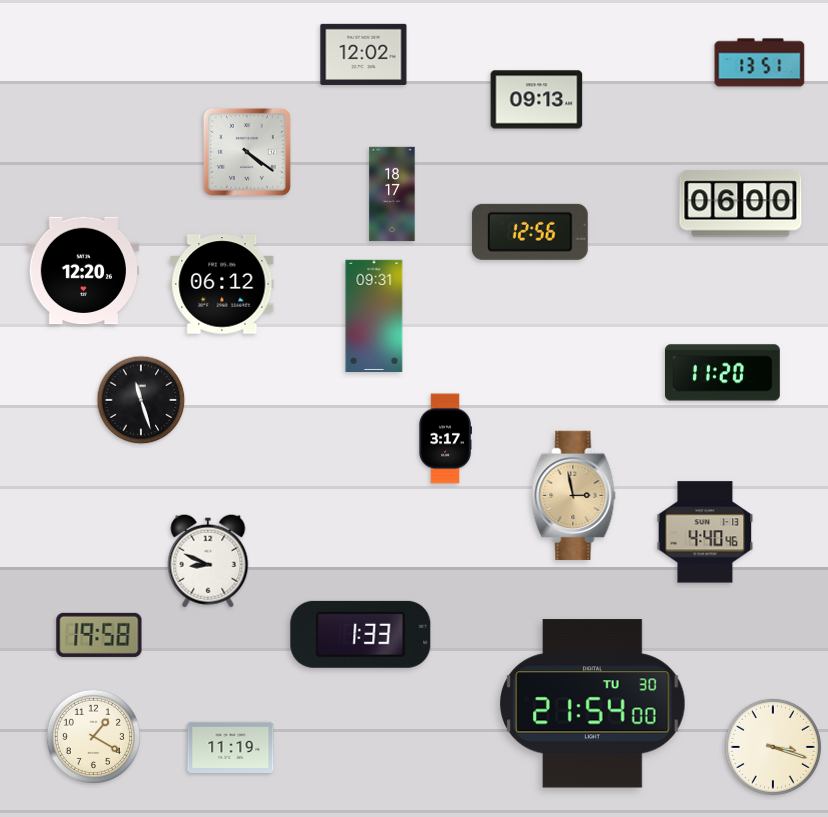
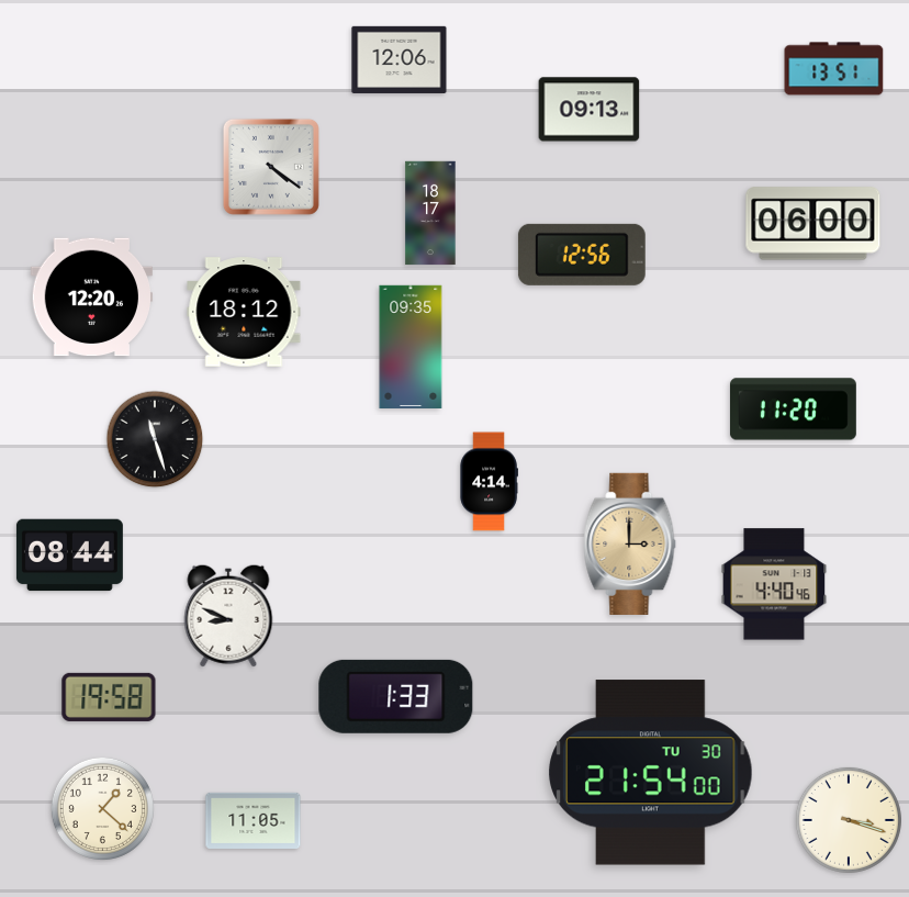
clock at (364, 54): 12:02 -> 12:06
clock at (222, 284): 06:12 -> 18:12
clock at (374, 315): 09:31 -> 09:35
clock at (445, 439): 3:17 -> 4:14
clock at (574, 495): 2:58 -> 3:00
clock at (69, 556): none -> 08:44
clock at (93, 736): 1:20 -> 1:22
clock at (231, 747): 11:19 -> 11:05
